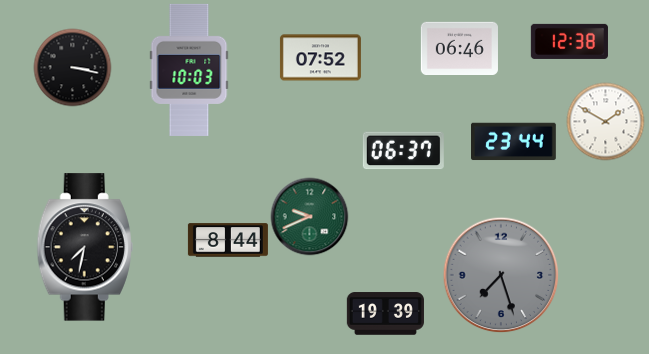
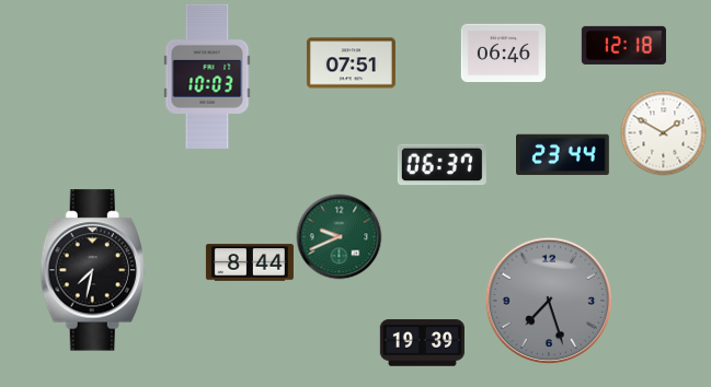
clock at (569, 41): 12:38 -> 12:18
clock at (320, 58): 07:52 -> 07:51
clock at (72, 67): 3:17 -> none
